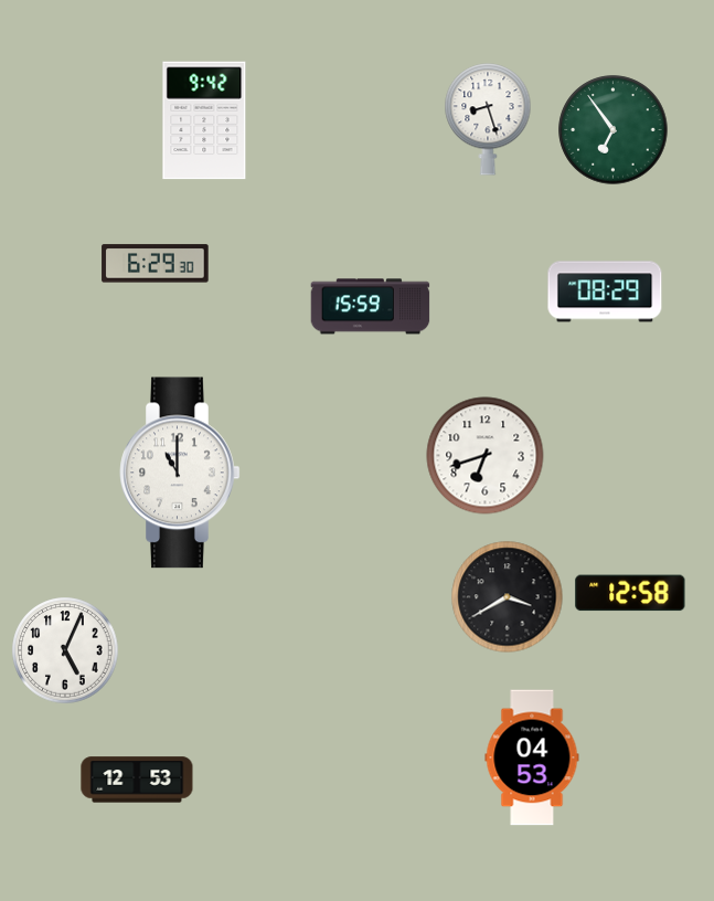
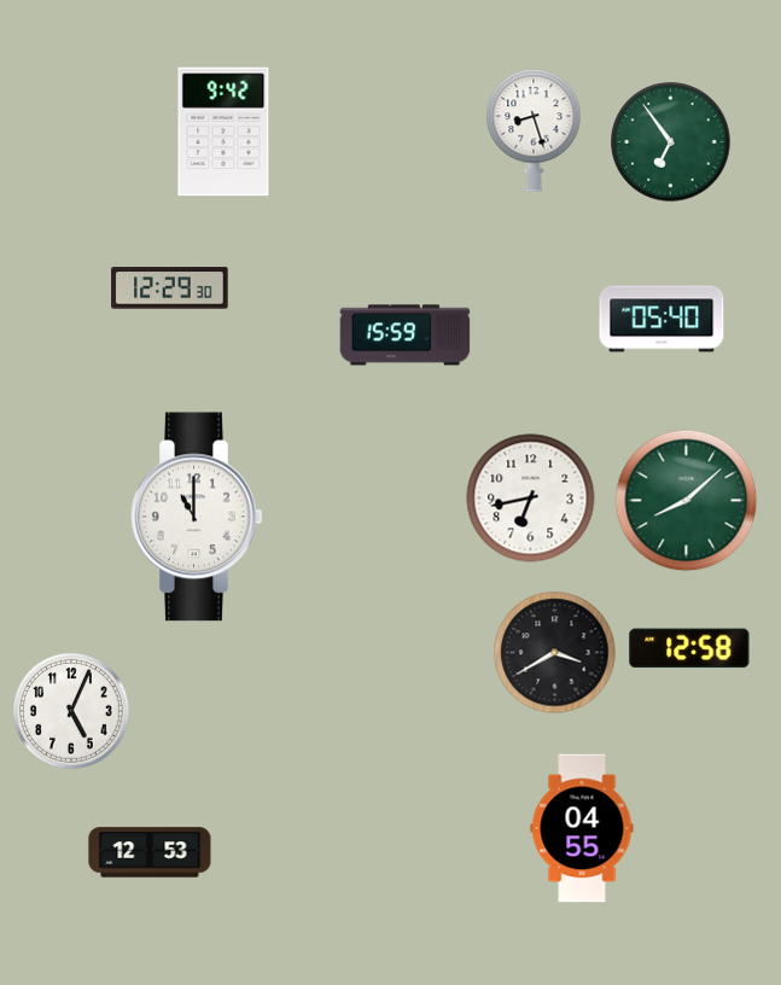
clock at (156, 264): 6:29 -> 12:29
clock at (605, 291): 08:29 -> 05:40
clock at (486, 456): 6:42 -> 6:43
clock at (687, 501): none -> 8:08
clock at (532, 757): 04:53 -> 04:55
